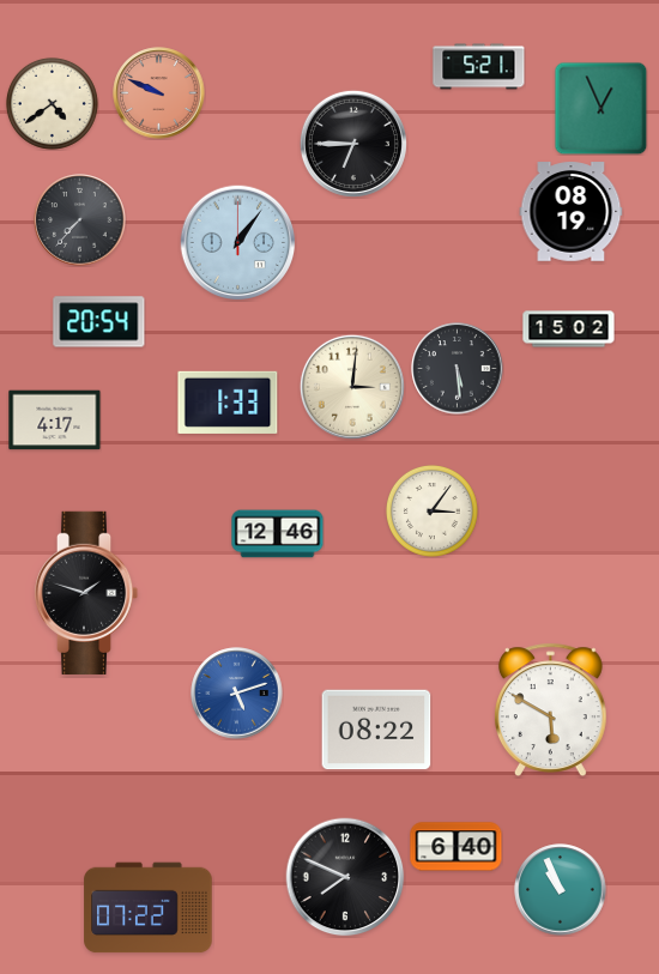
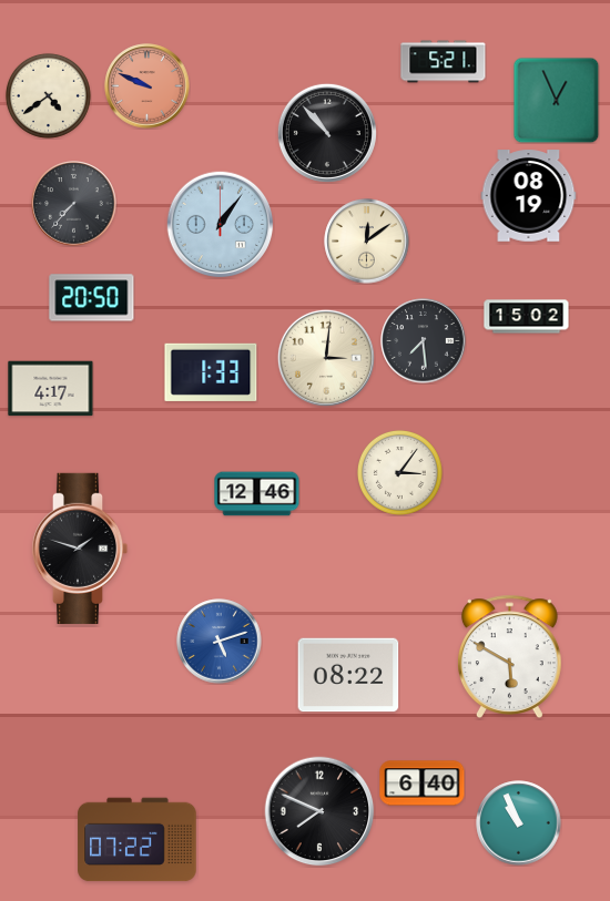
clock at (353, 144): 6:45 -> 10:53
clock at (367, 242): none -> 12:09
clock at (99, 322): 20:54 -> 20:50
clock at (569, 329) position: (569, 329) -> (527, 317)
clock at (458, 369): 5:29 -> 7:29
